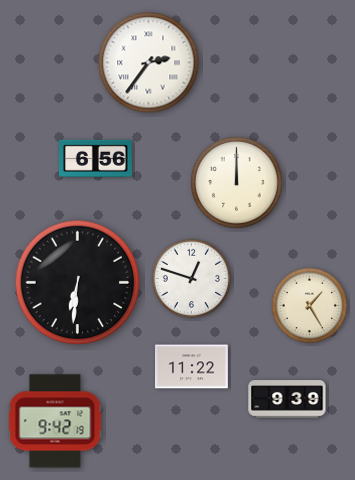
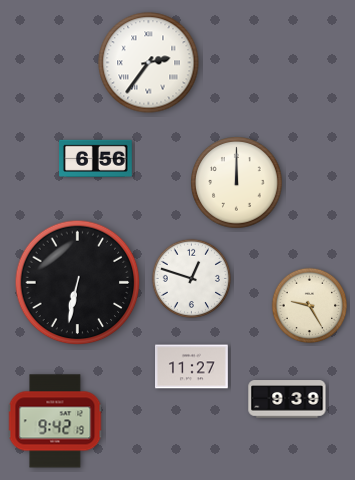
clock at (78, 283): 6:31 -> 6:32
clock at (310, 306): 1:25 -> 9:25
clock at (192, 367): 11:22 -> 11:27
